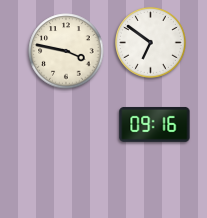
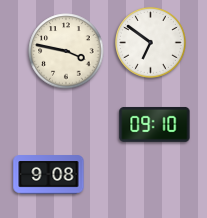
clock at (155, 124): 09:16 -> 09:10
clock at (49, 175): none -> 9:08
